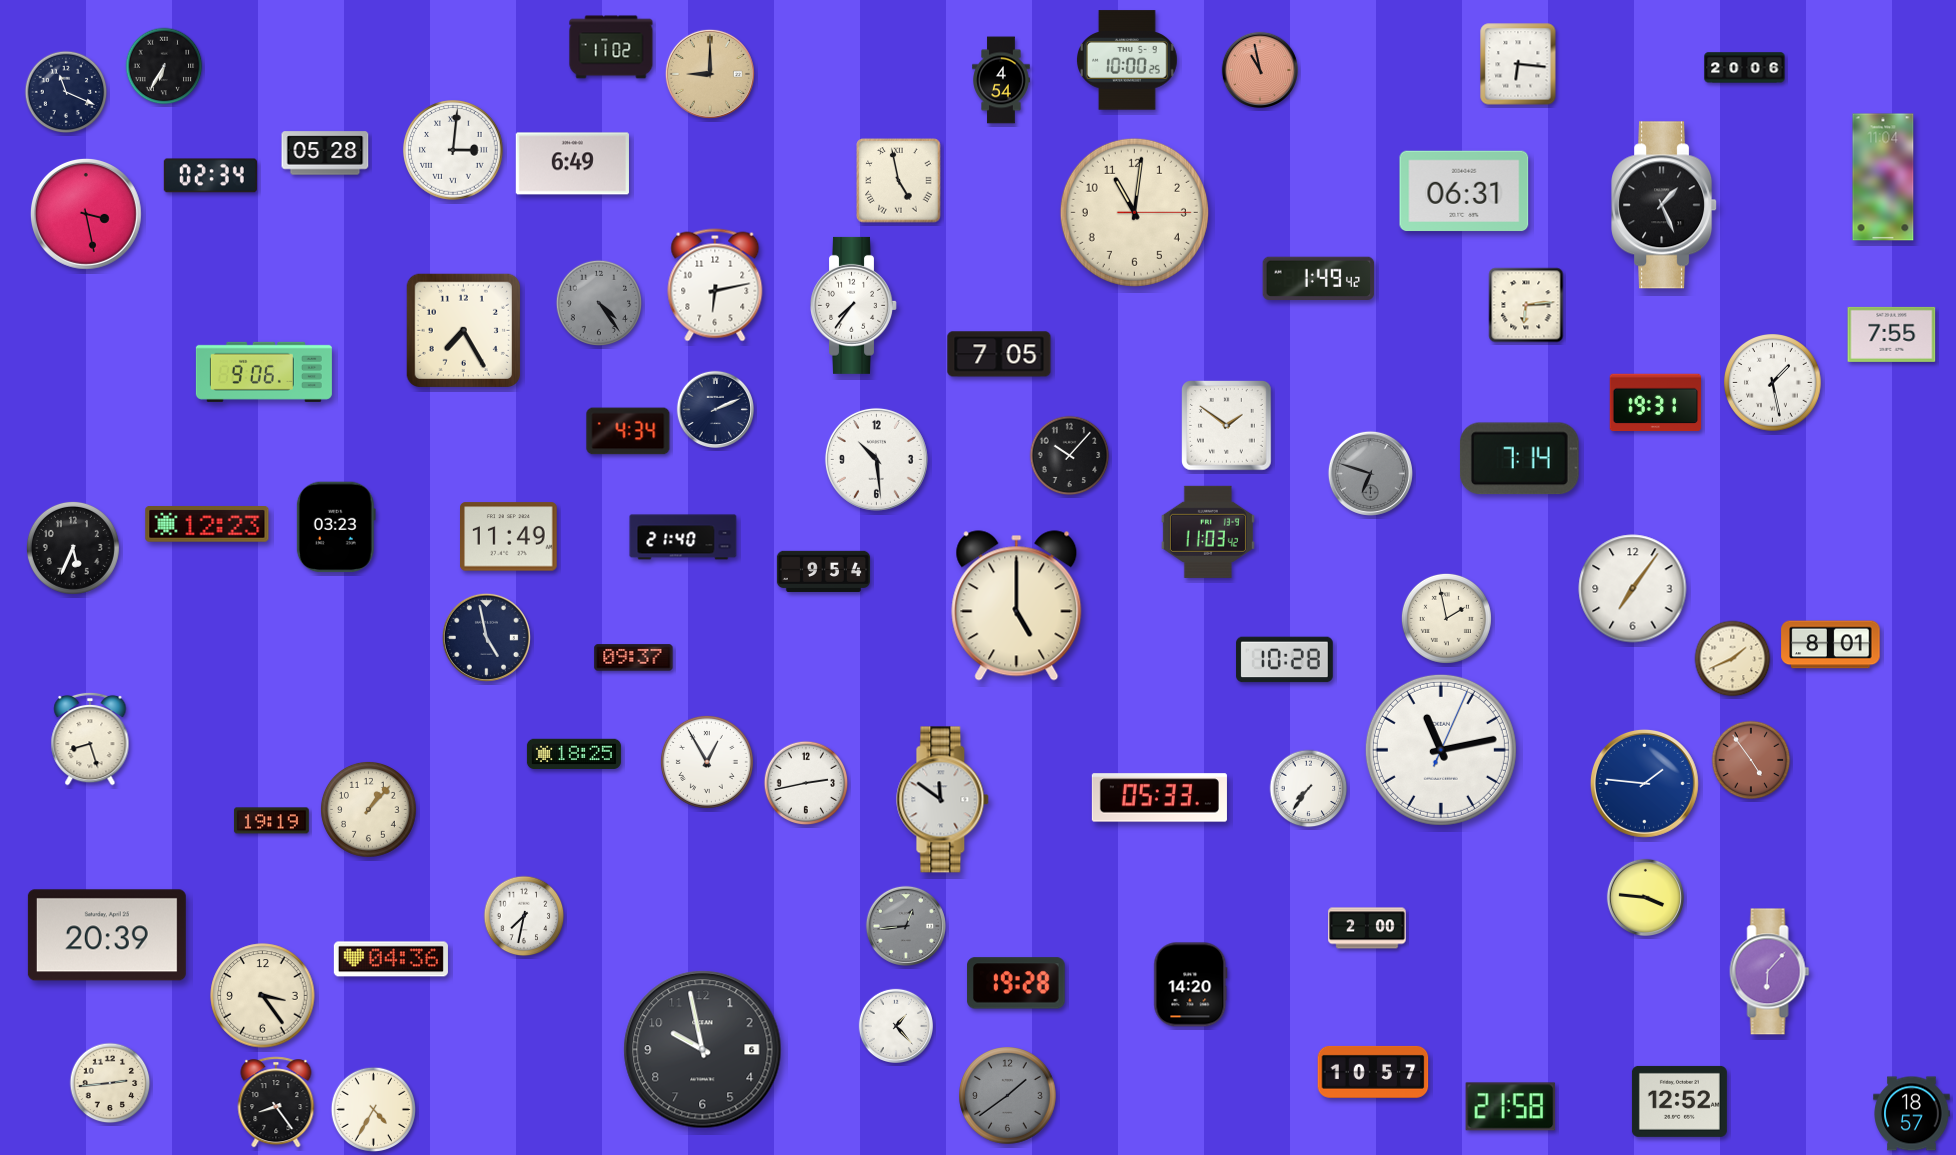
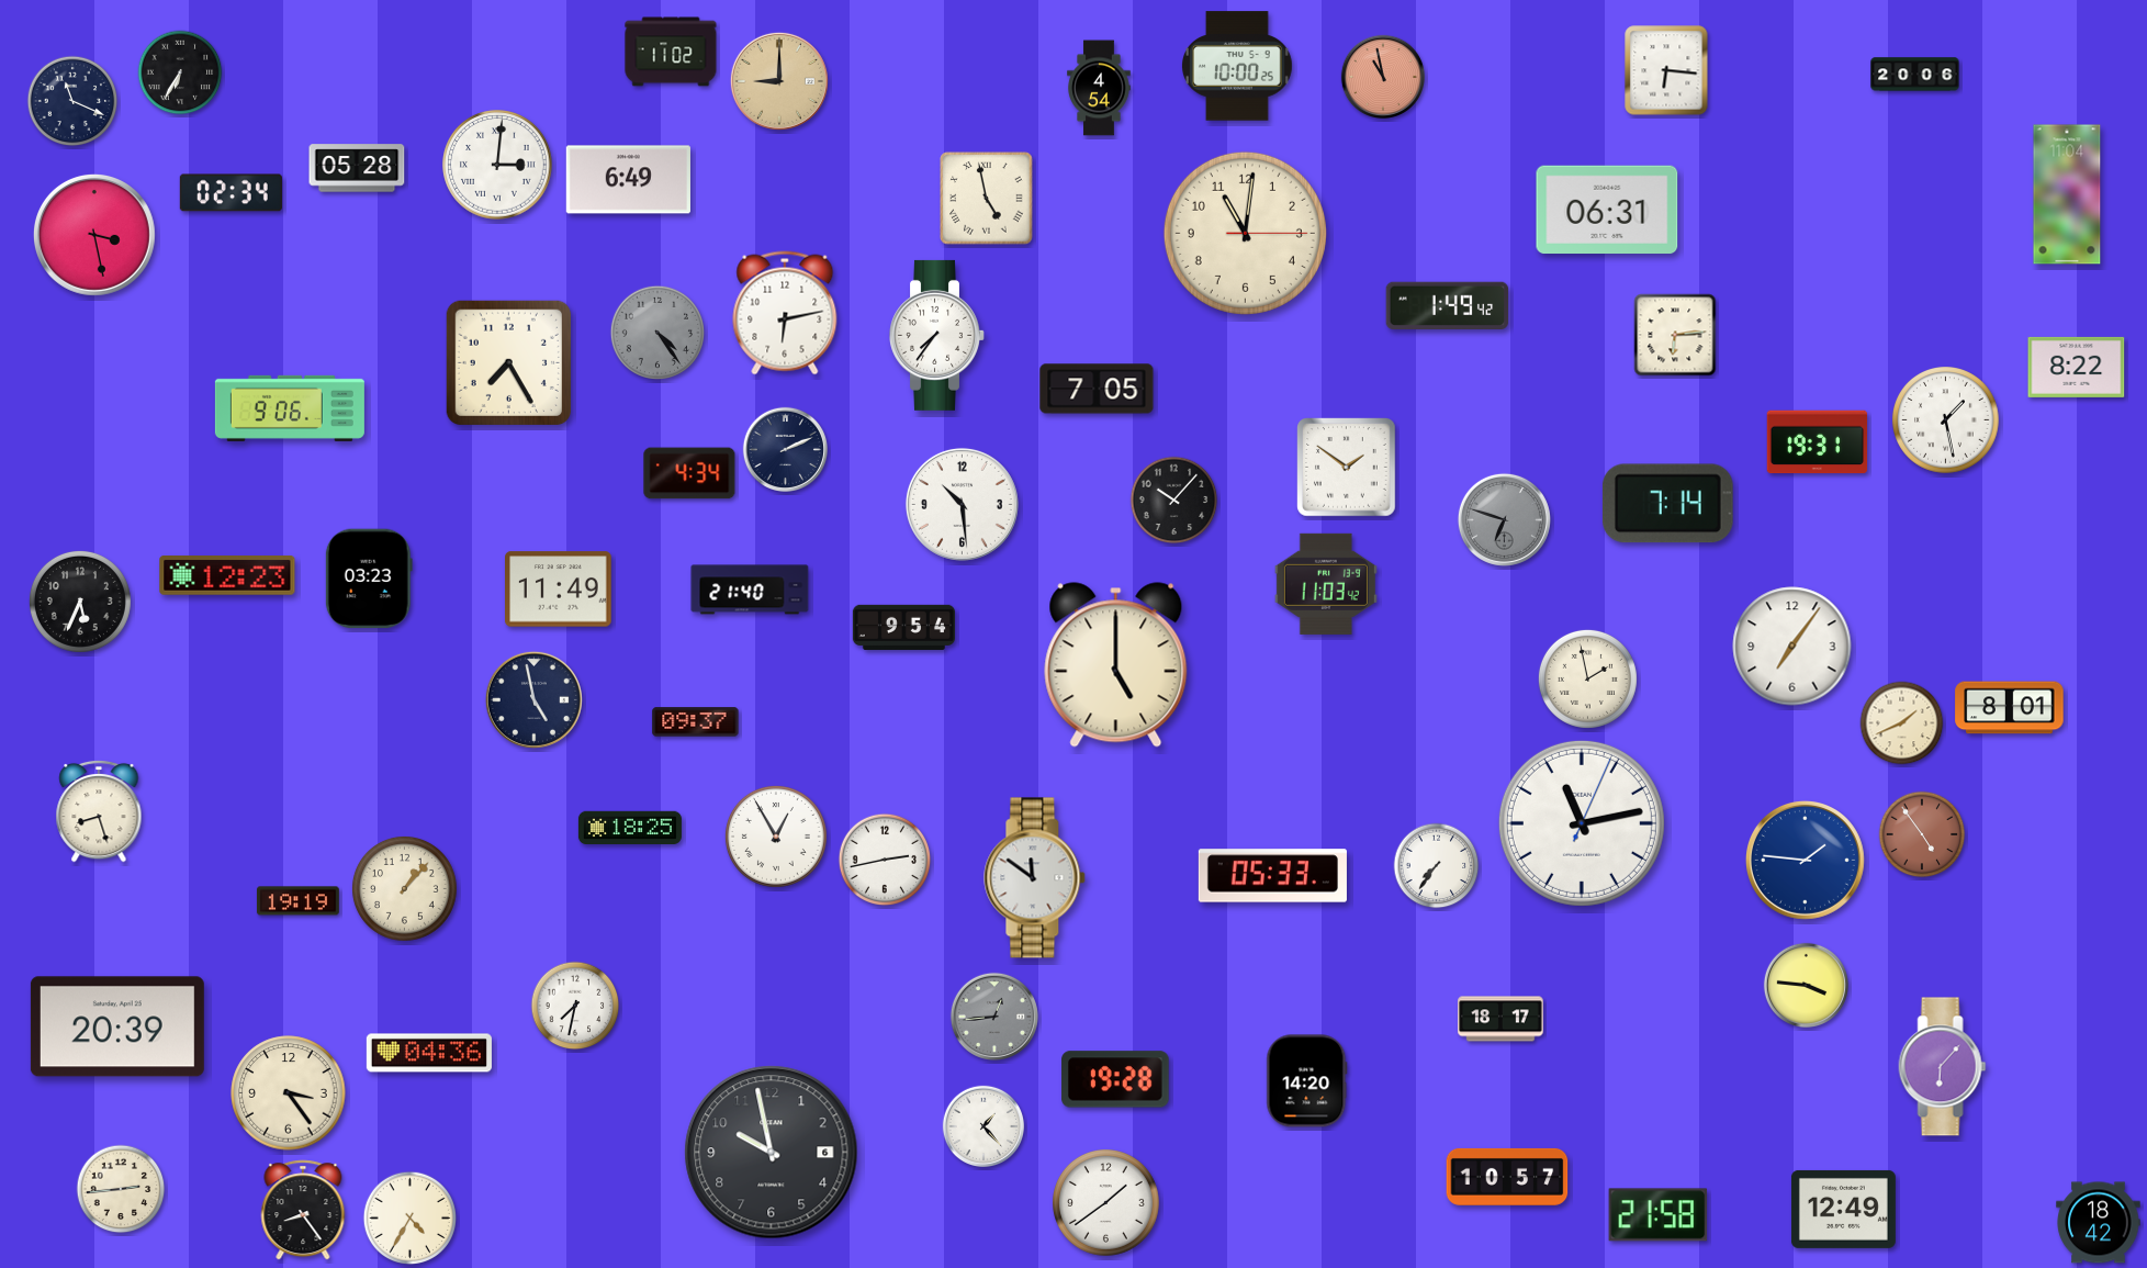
clock at (1665, 205): 1:26 -> none
clock at (1892, 334): 7:55 -> 8:22
clock at (1285, 660): 10:28 -> none
clock at (1367, 928): 2:00 -> 18:17
clock at (1008, 1096) dial: grey -> white
clock at (1679, 1101): 12:52 -> 12:49
clock at (1912, 1114): 18:57 -> 18:42
